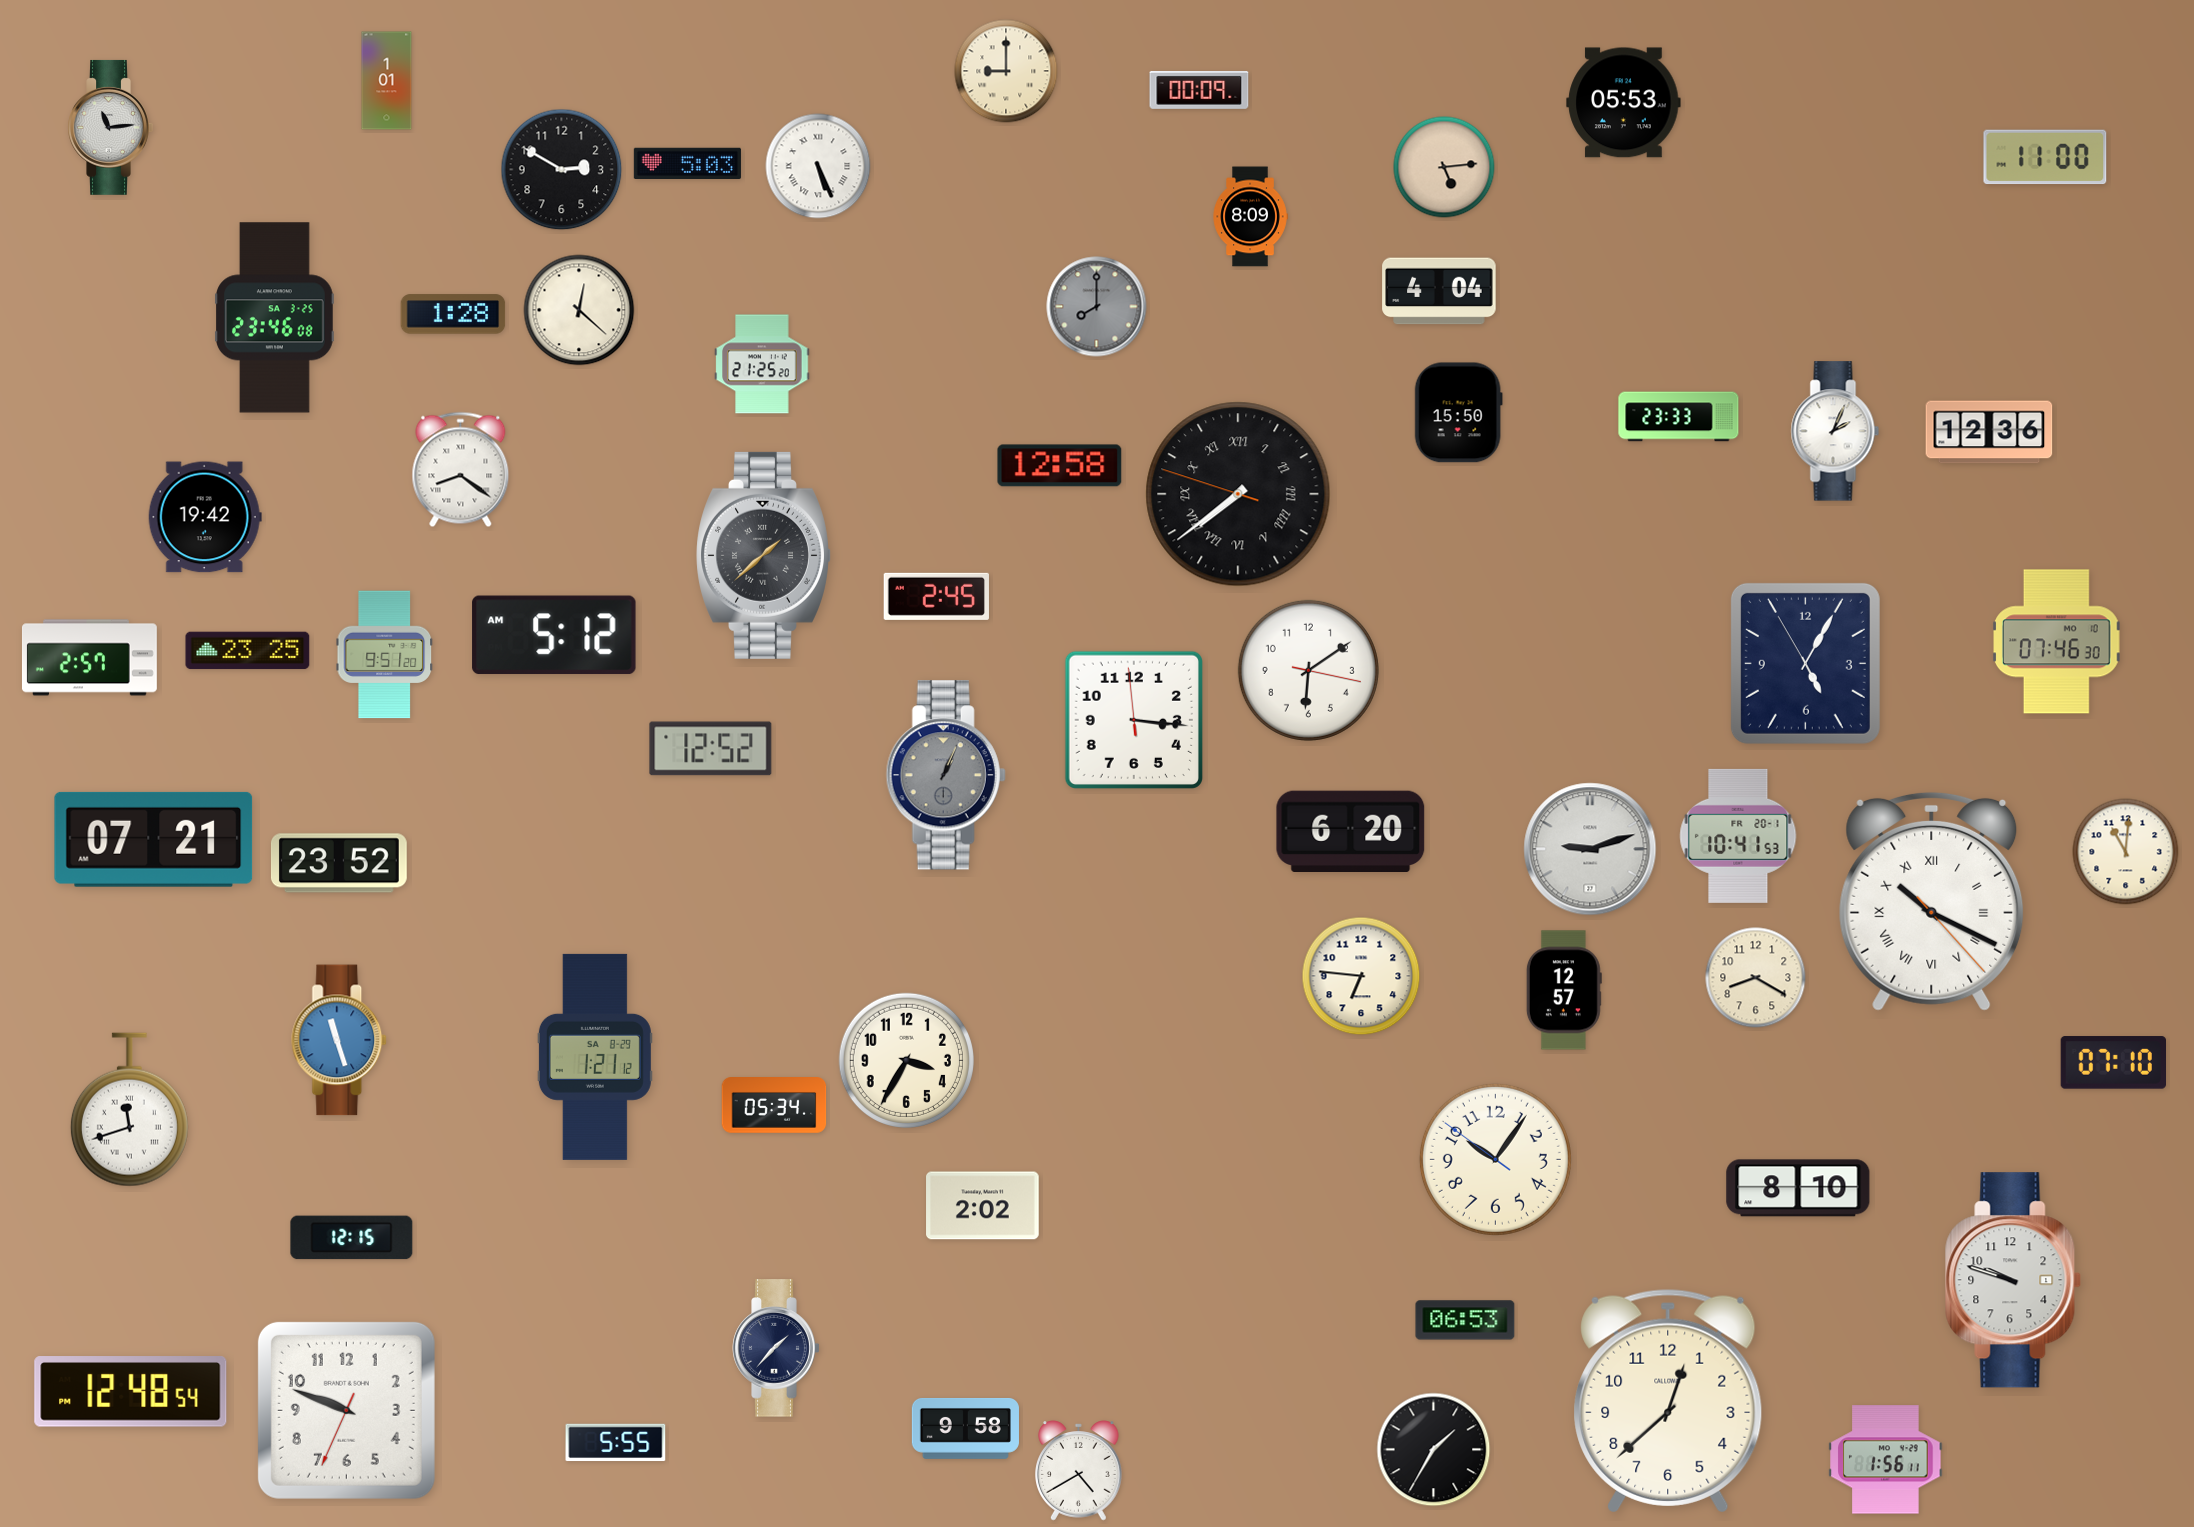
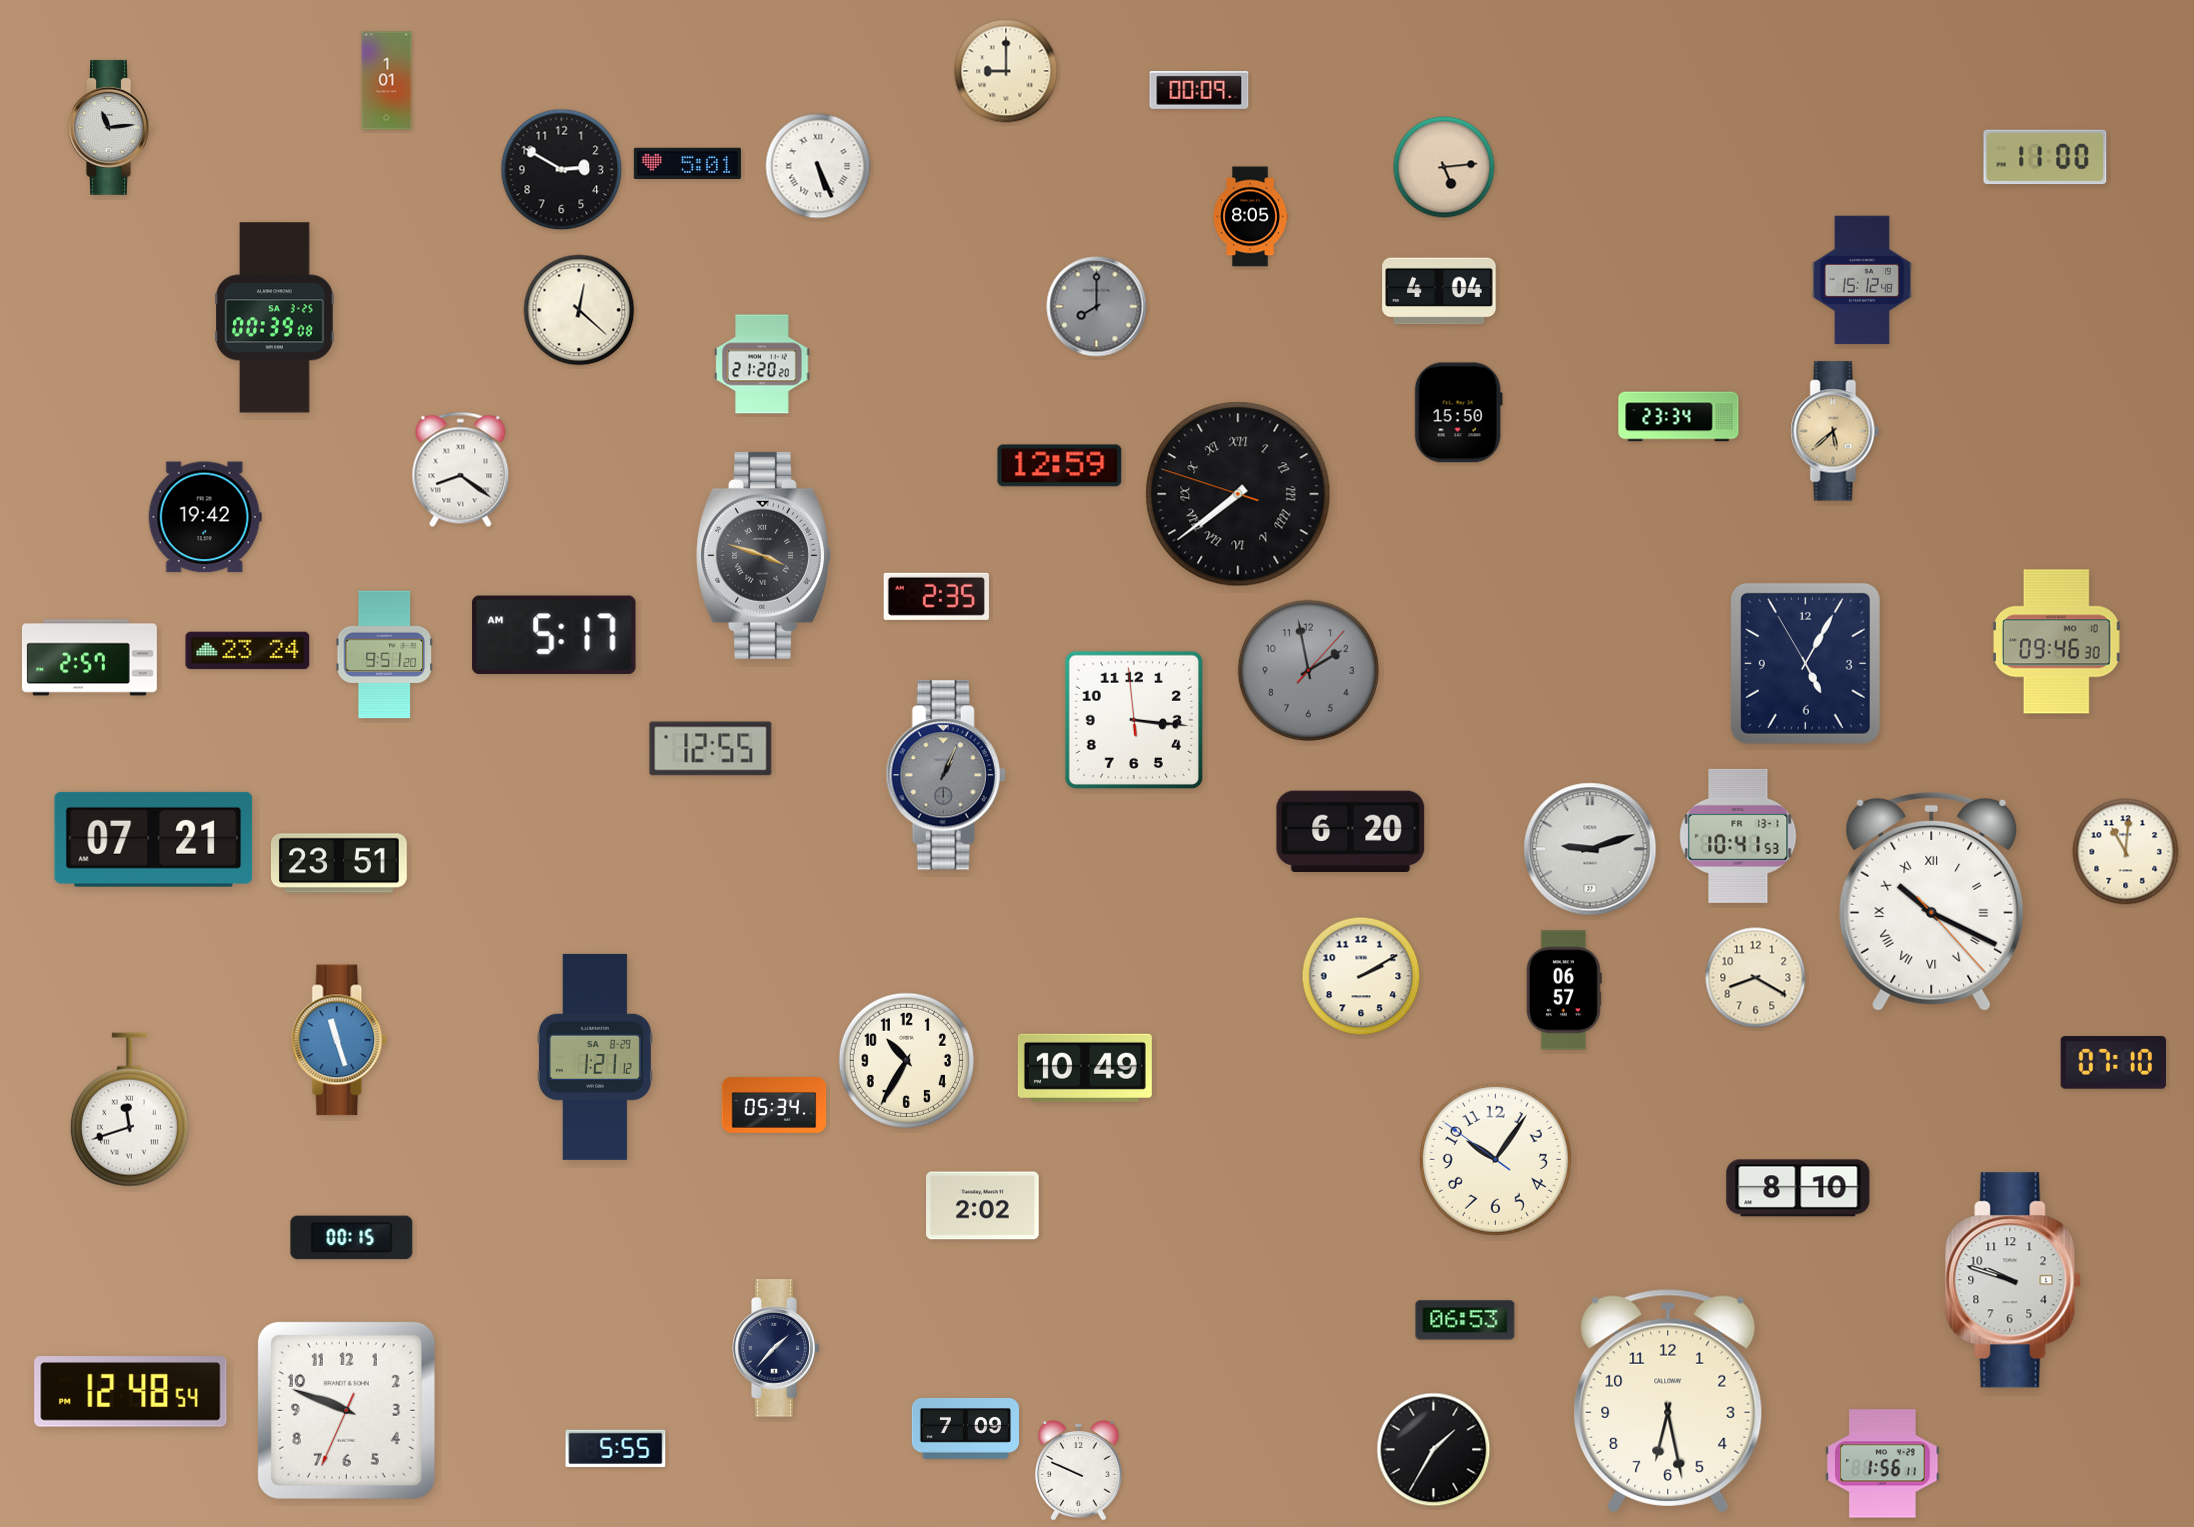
clock at (1624, 103): 05:53 -> none
clock at (687, 163): 5:03 -> 5:01
clock at (1250, 217): 8:09 -> 8:05
clock at (1862, 280): none -> 15:12
clock at (453, 314): 1:28 -> none
clock at (275, 318): 23:46 -> 00:39
clock at (762, 364): 21:25 -> 21:20
clock at (1679, 417): 23:33 -> 23:34
clock at (1835, 431): 2:04 -> 5:38
clock at (1835, 431) dial: white -> champagne
clock at (1989, 432): 12:36 -> none
clock at (1060, 466): 12:58 -> 12:59
clock at (764, 555): 1:38 -> 3:48
clock at (936, 596): 2:45 -> 2:35
clock at (554, 635): 5:12 -> 5:17
clock at (2057, 642): 07:46 -> 09:46
clock at (248, 651): 23:25 -> 23:24
clock at (1308, 670): 6:09 -> 1:58
clock at (1308, 670) dial: white -> grey
clock at (711, 749): 12:52 -> 12:55
clock at (1738, 836) date: FR 20-1 -> FR 13-1
clock at (339, 863): 23:52 -> 23:51
clock at (1361, 976): 6:46 -> 2:10
clock at (1564, 990): 12:57 -> 06:57
clock at (906, 1060): 3:35 -> 10:35
clock at (1085, 1068): none -> 10:49
clock at (352, 1238): 12:15 -> 00:15
clock at (1668, 1401): 12:38 -> 6:28
clock at (965, 1429): 9:58 -> 7:09
clock at (616, 1443) position: (616, 1443) -> (616, 1449)
clock at (1886, 1460) position: (1886, 1460) -> (1883, 1464)
clock at (1079, 1471): 4:40 -> 9:49
